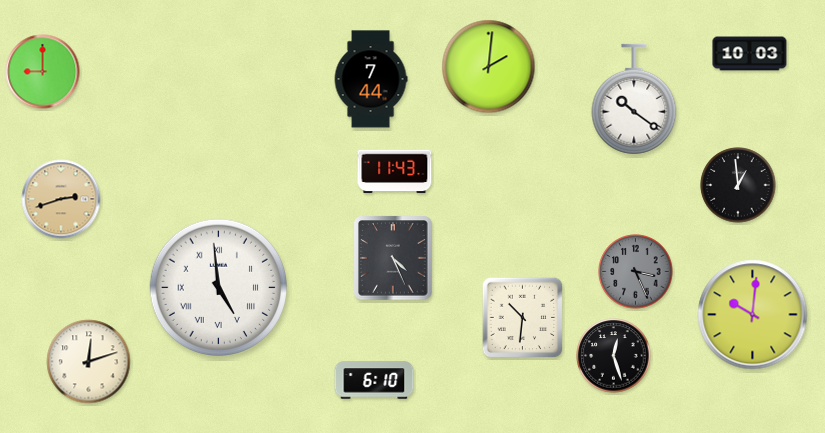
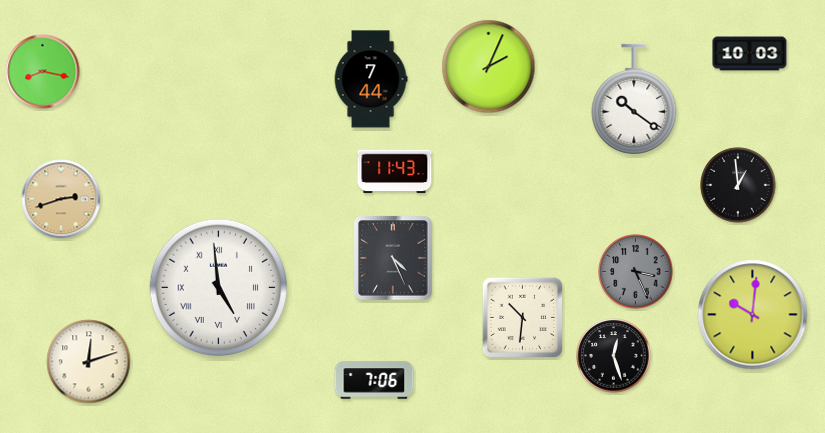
clock at (489, 67): 2:01 -> 2:04
clock at (43, 72): 9:00 -> 8:17
clock at (374, 380): 6:10 -> 7:06
